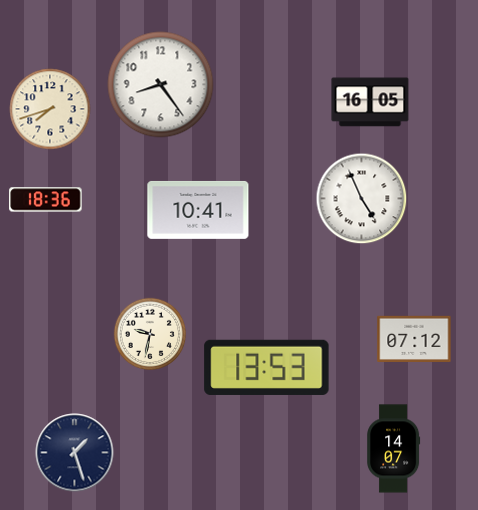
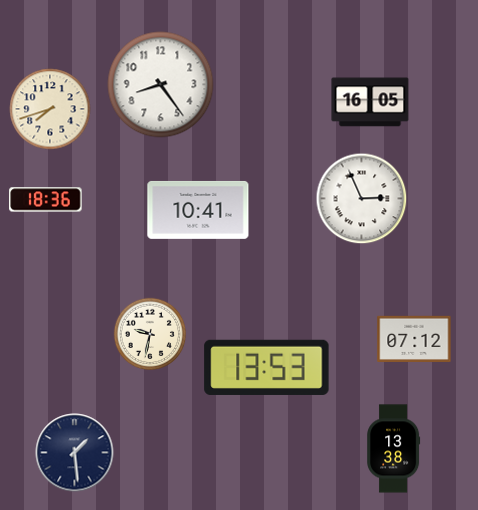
clock at (362, 199): 4:56 -> 2:56
clock at (394, 449): 14:07 -> 13:38
clock at (75, 453): 1:27 -> 1:29
